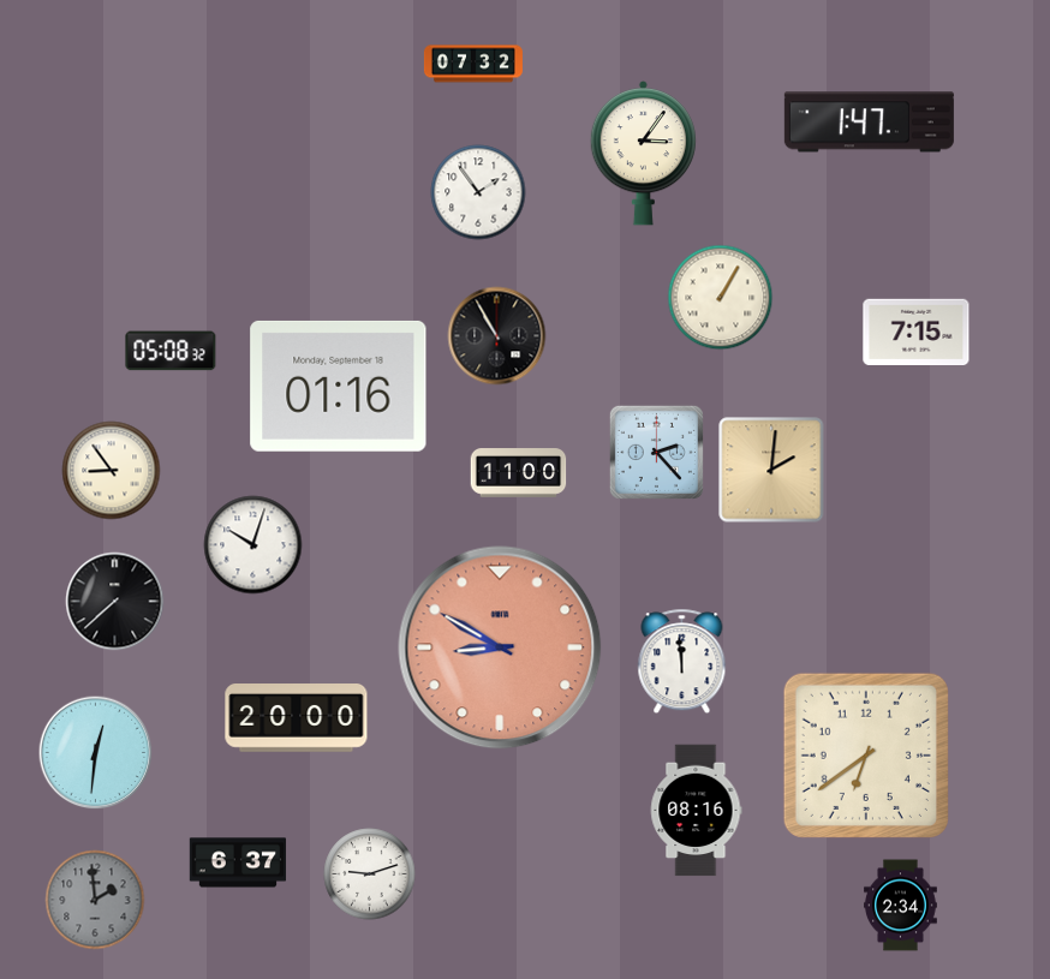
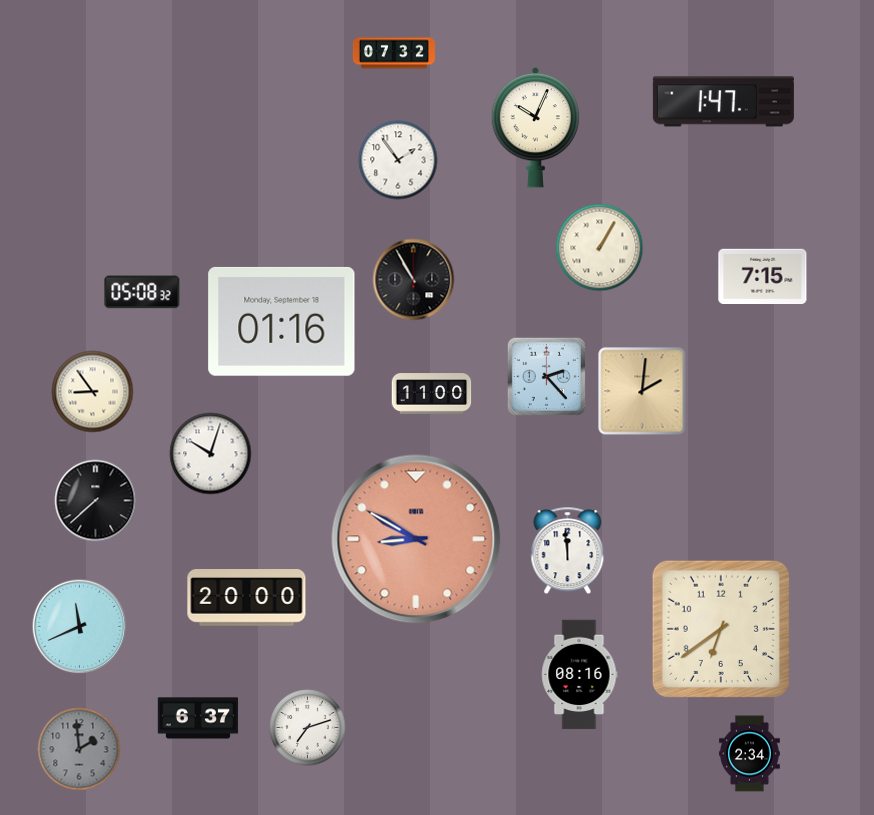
clock at (643, 154): 3:06 -> 10:04
clock at (96, 753): 12:31 -> 11:41
clock at (370, 874): 9:12 -> 7:12
